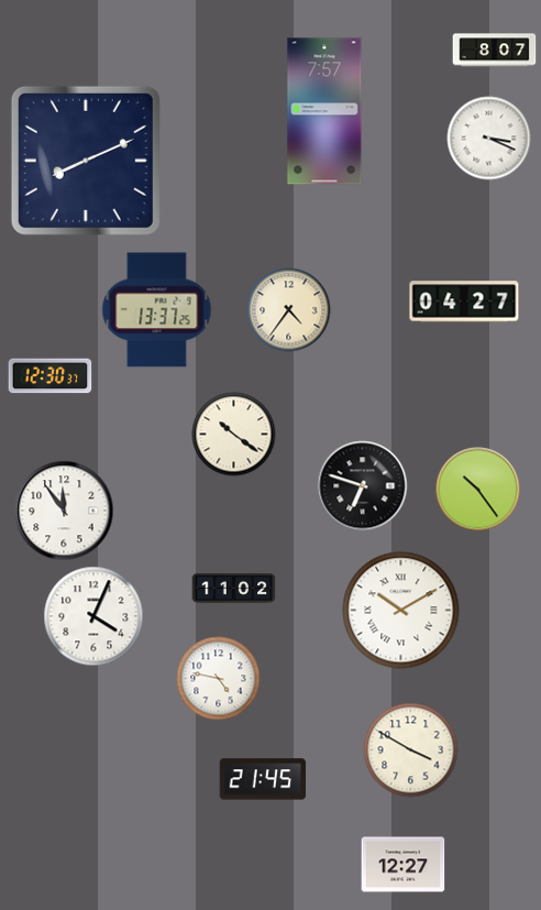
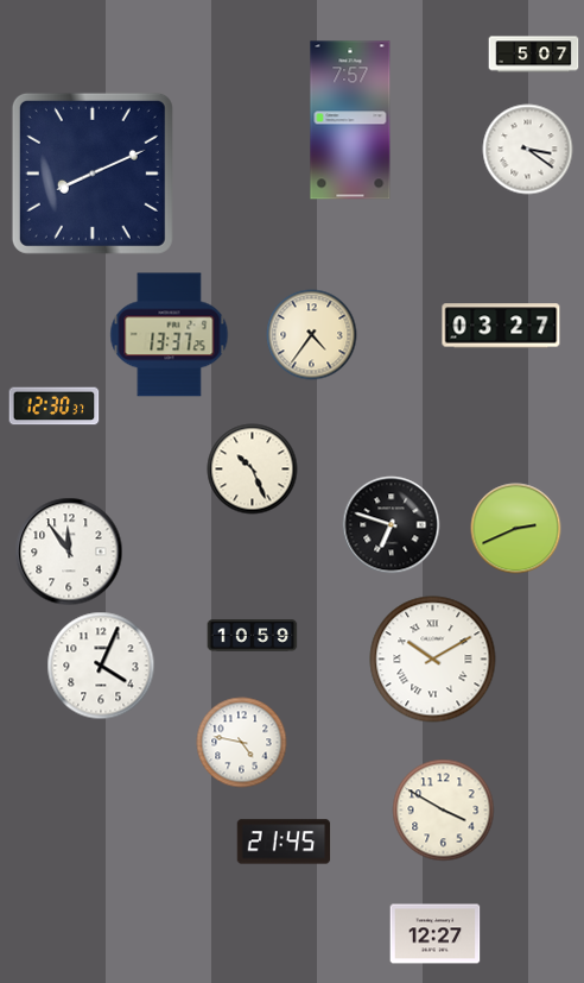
clock at (495, 51): 8:07 -> 5:07
clock at (489, 139): 3:19 -> 3:21
clock at (464, 301): 04:27 -> 03:27
clock at (234, 435): 10:21 -> 10:26
clock at (478, 490): 10:24 -> 2:41
clock at (234, 589): 11:02 -> 10:59
clock at (219, 679) position: (219, 679) -> (242, 743)
